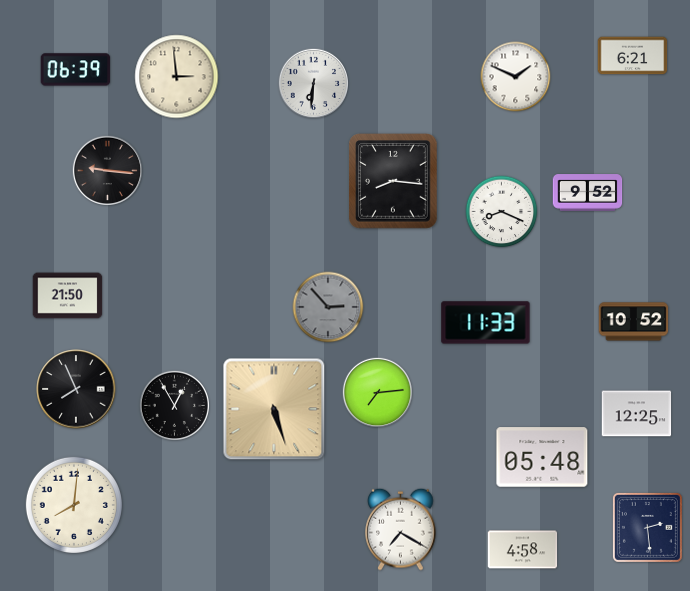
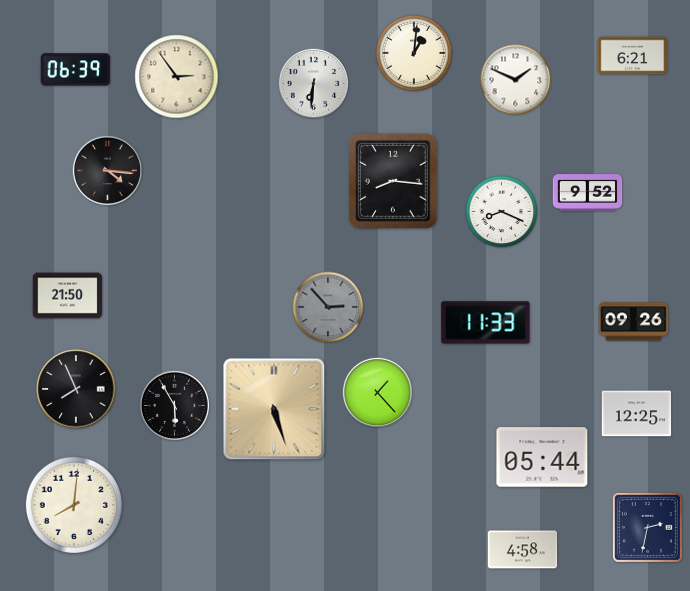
clock at (414, 53): none -> 1:01
clock at (177, 77): 2:59 -> 2:54
clock at (516, 77) position: (516, 77) -> (516, 80)
clock at (107, 170): 9:16 -> 4:16
clock at (634, 322): 10:52 -> 09:26
clock at (377, 392): 7:14 -> 1:23
clock at (174, 405): 12:55 -> 5:55
clock at (542, 457): 05:48 -> 05:44
clock at (647, 527): 2:29 -> 2:32
clock at (401, 529): 7:20 -> none
